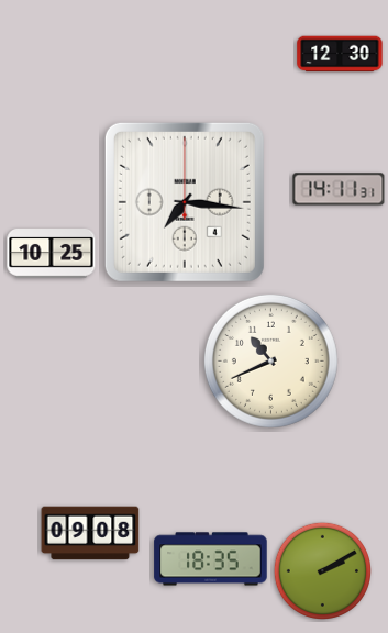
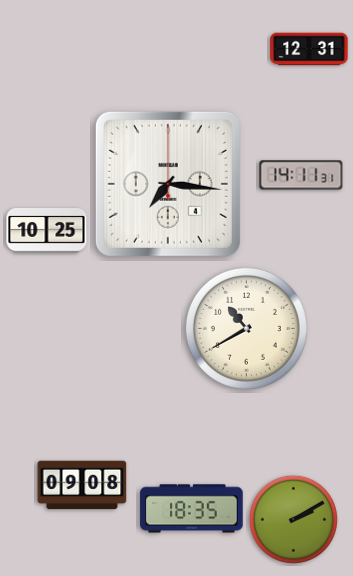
clock at (340, 54): 12:30 -> 12:31
clock at (339, 189) position: (339, 189) -> (301, 175)
clock at (270, 360): 10:41 -> 10:40
